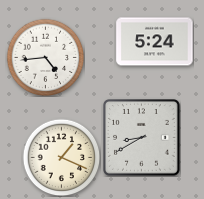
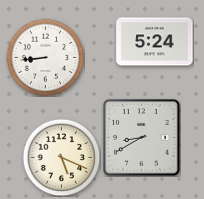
clock at (45, 57): 4:44 -> 8:44
clock at (61, 157): 1:19 -> 5:19
